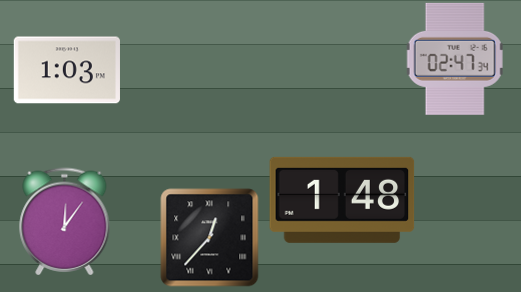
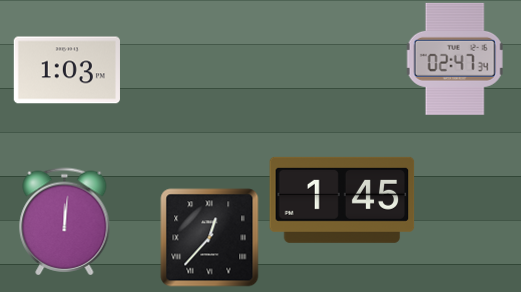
clock at (342, 200): 1:48 -> 1:45
clock at (65, 222): 12:06 -> 12:01
